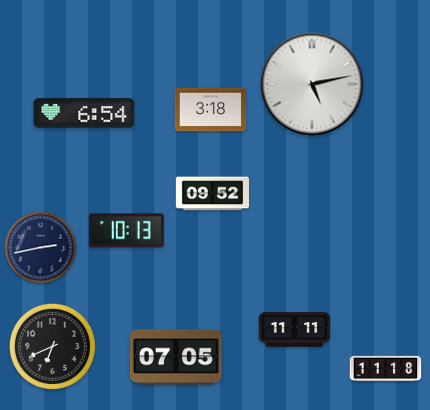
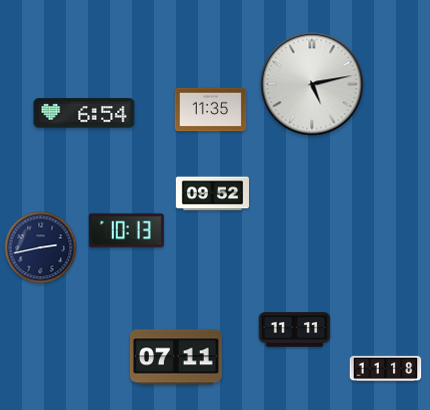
clock at (211, 110): 3:18 -> 11:35
clock at (52, 346): 6:41 -> none
clock at (176, 357): 07:05 -> 07:11
